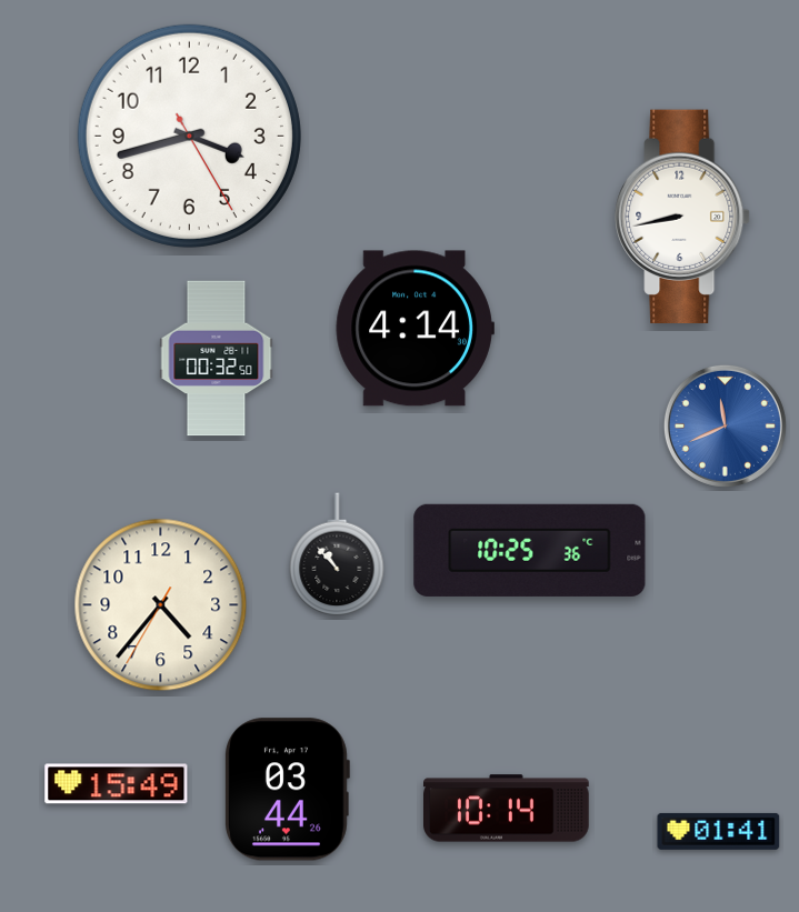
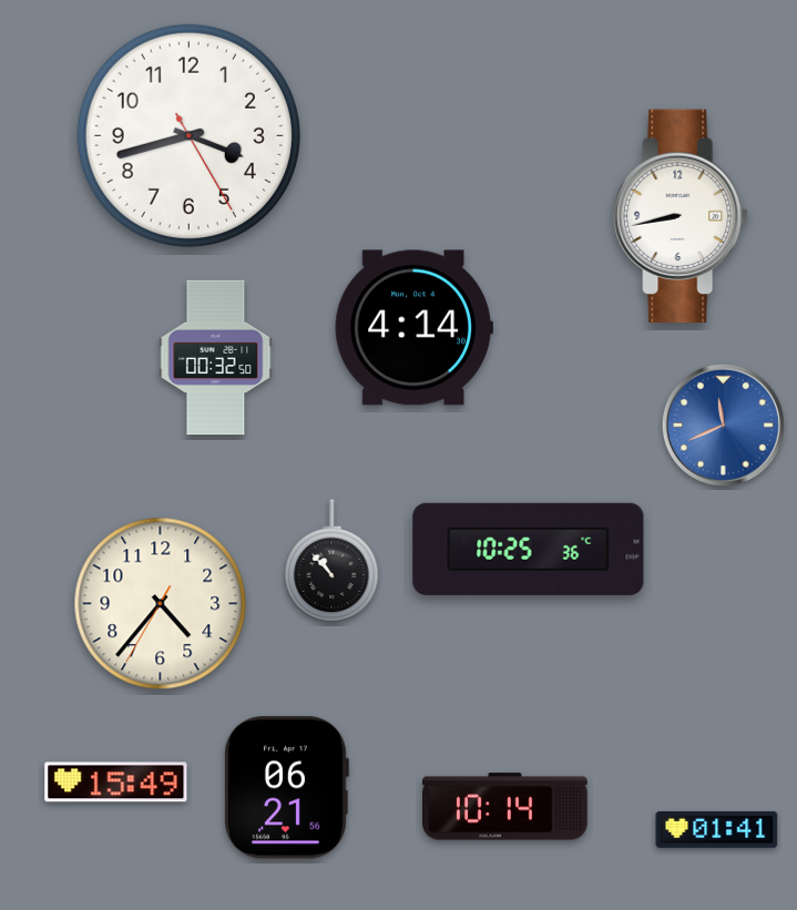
clock at (337, 555) position: (337, 555) -> (331, 562)
clock at (288, 790): 03:44 -> 06:21
